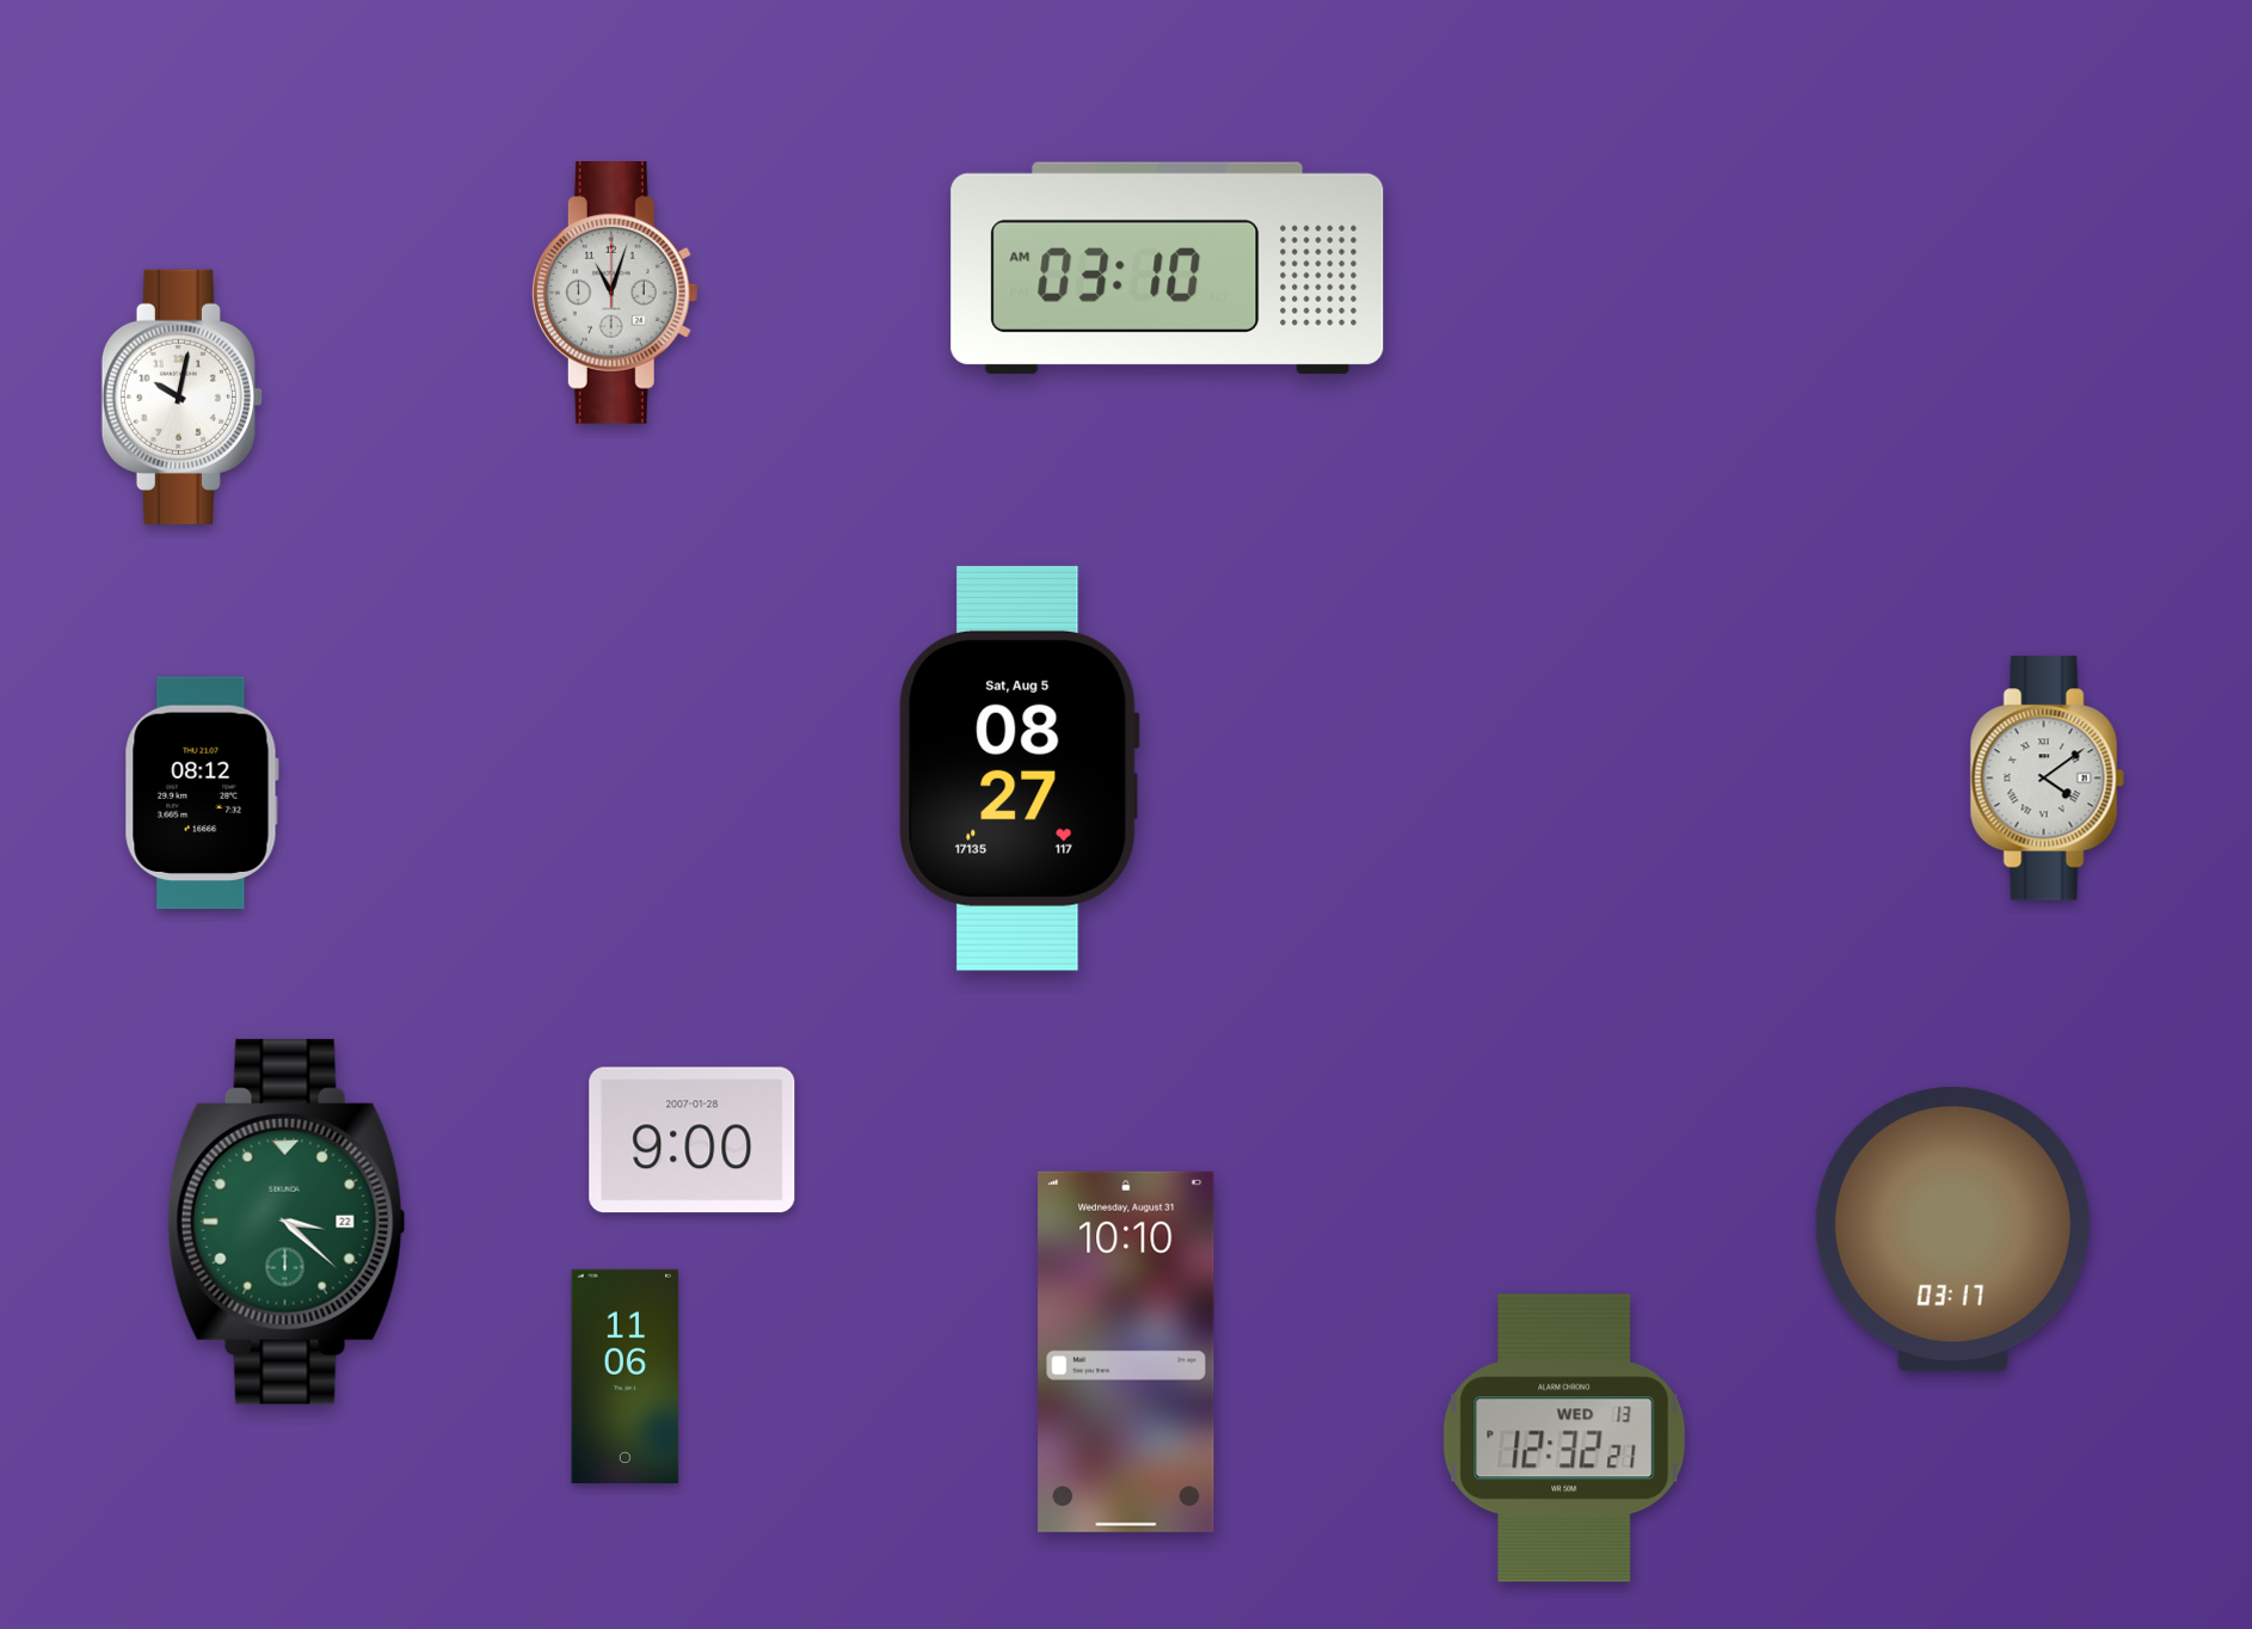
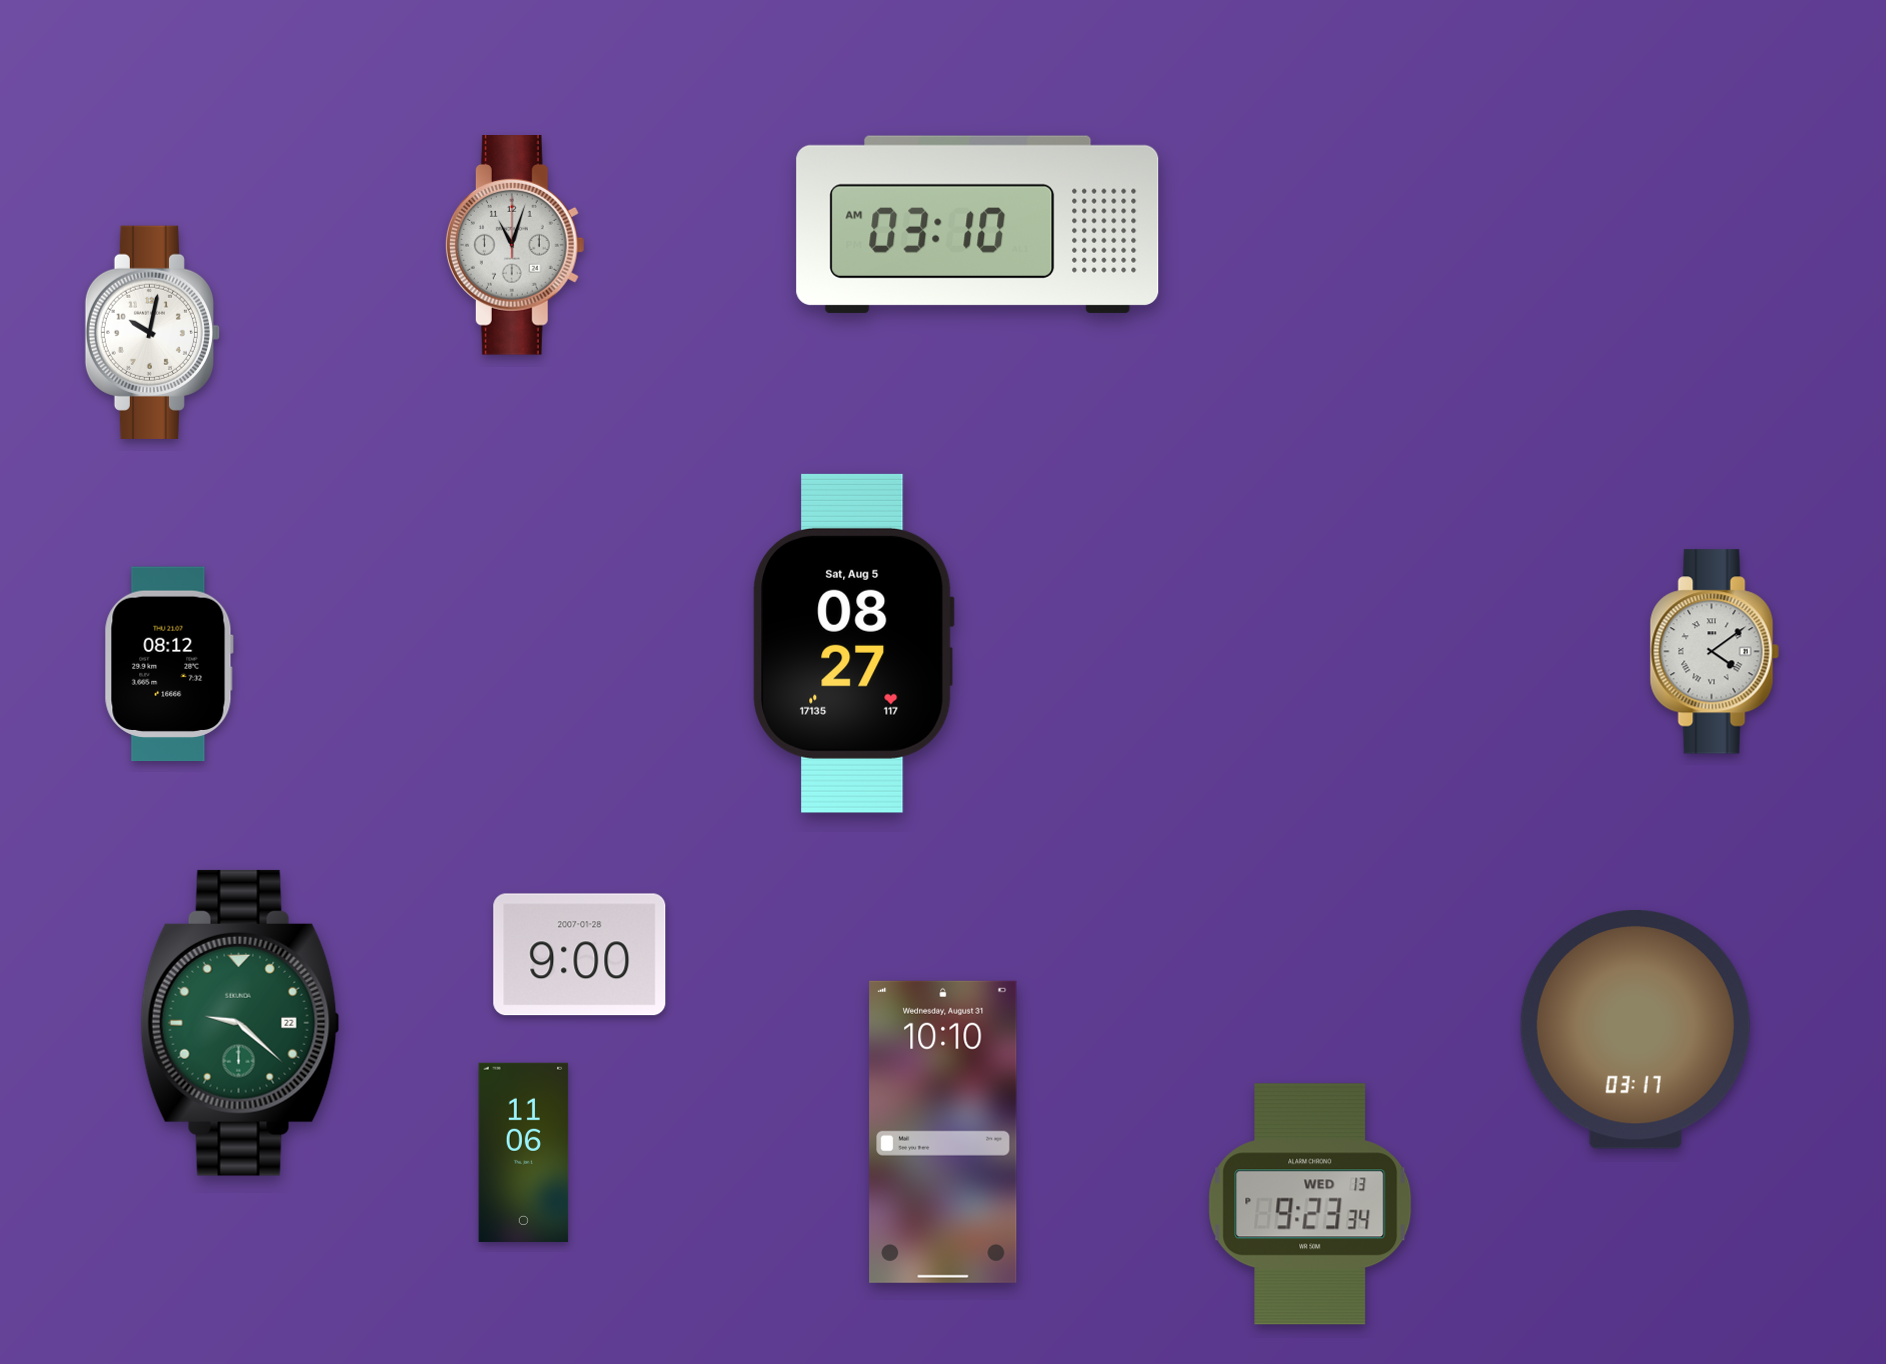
clock at (287, 1222): 3:22 -> 9:22
clock at (1564, 1438): 12:32 -> 9:23
